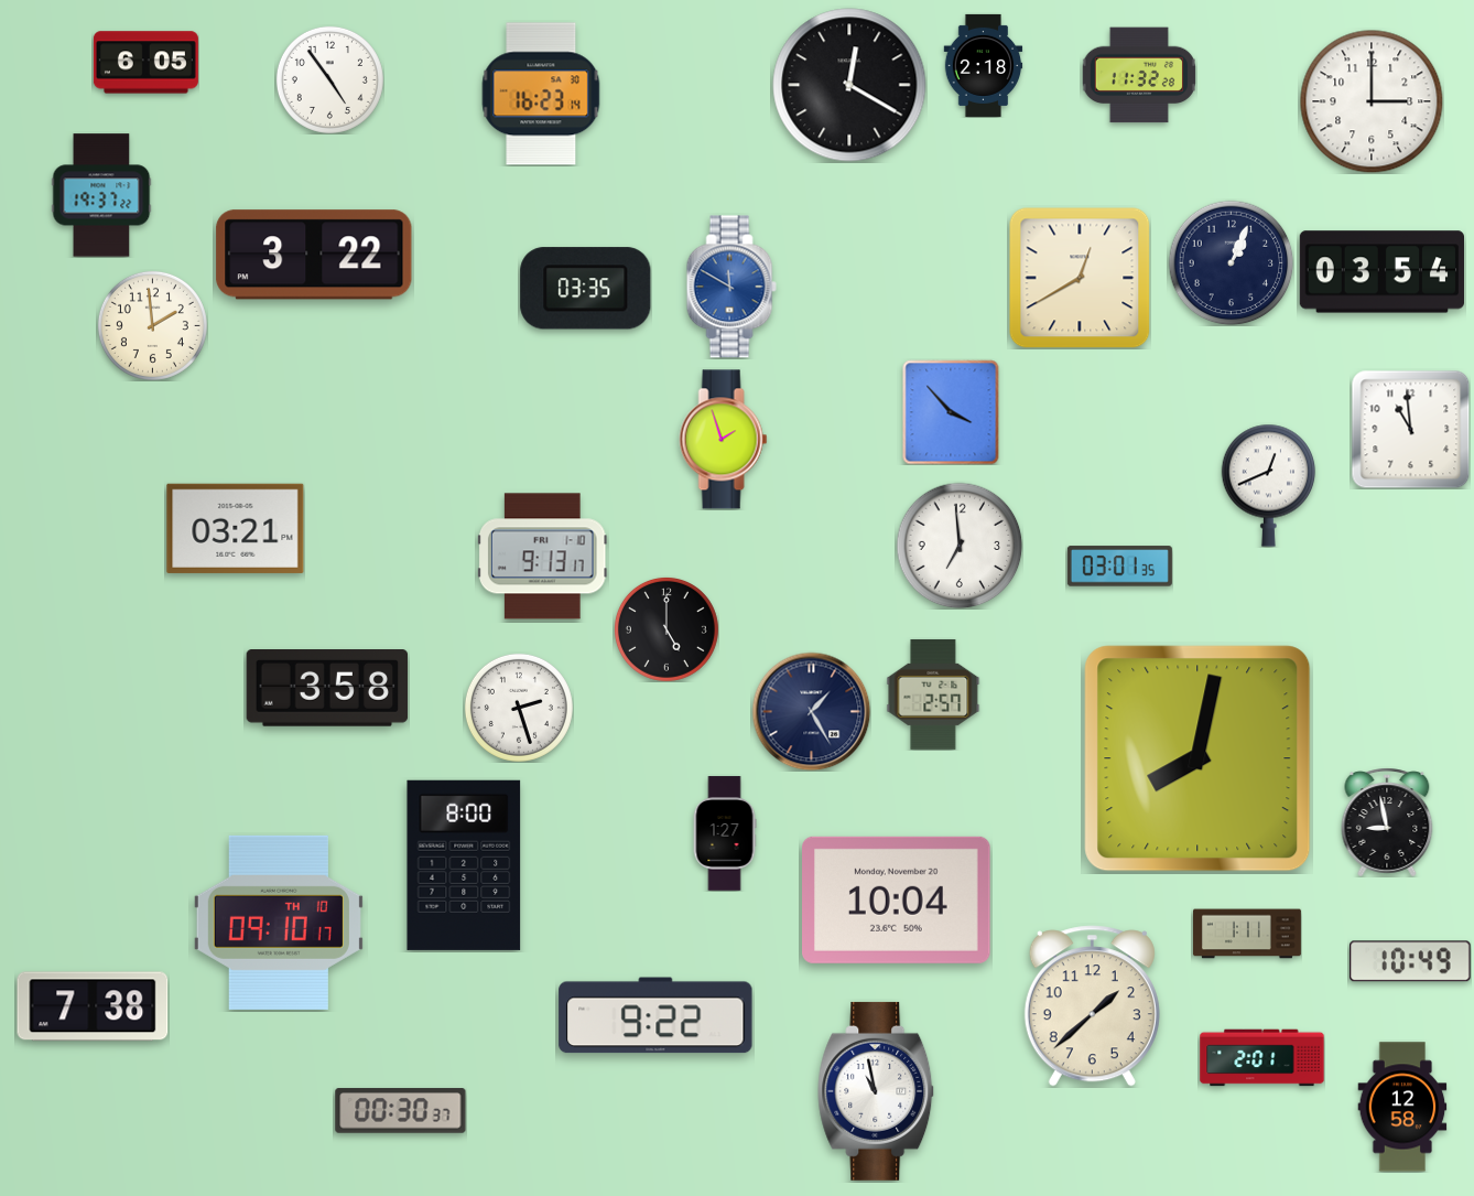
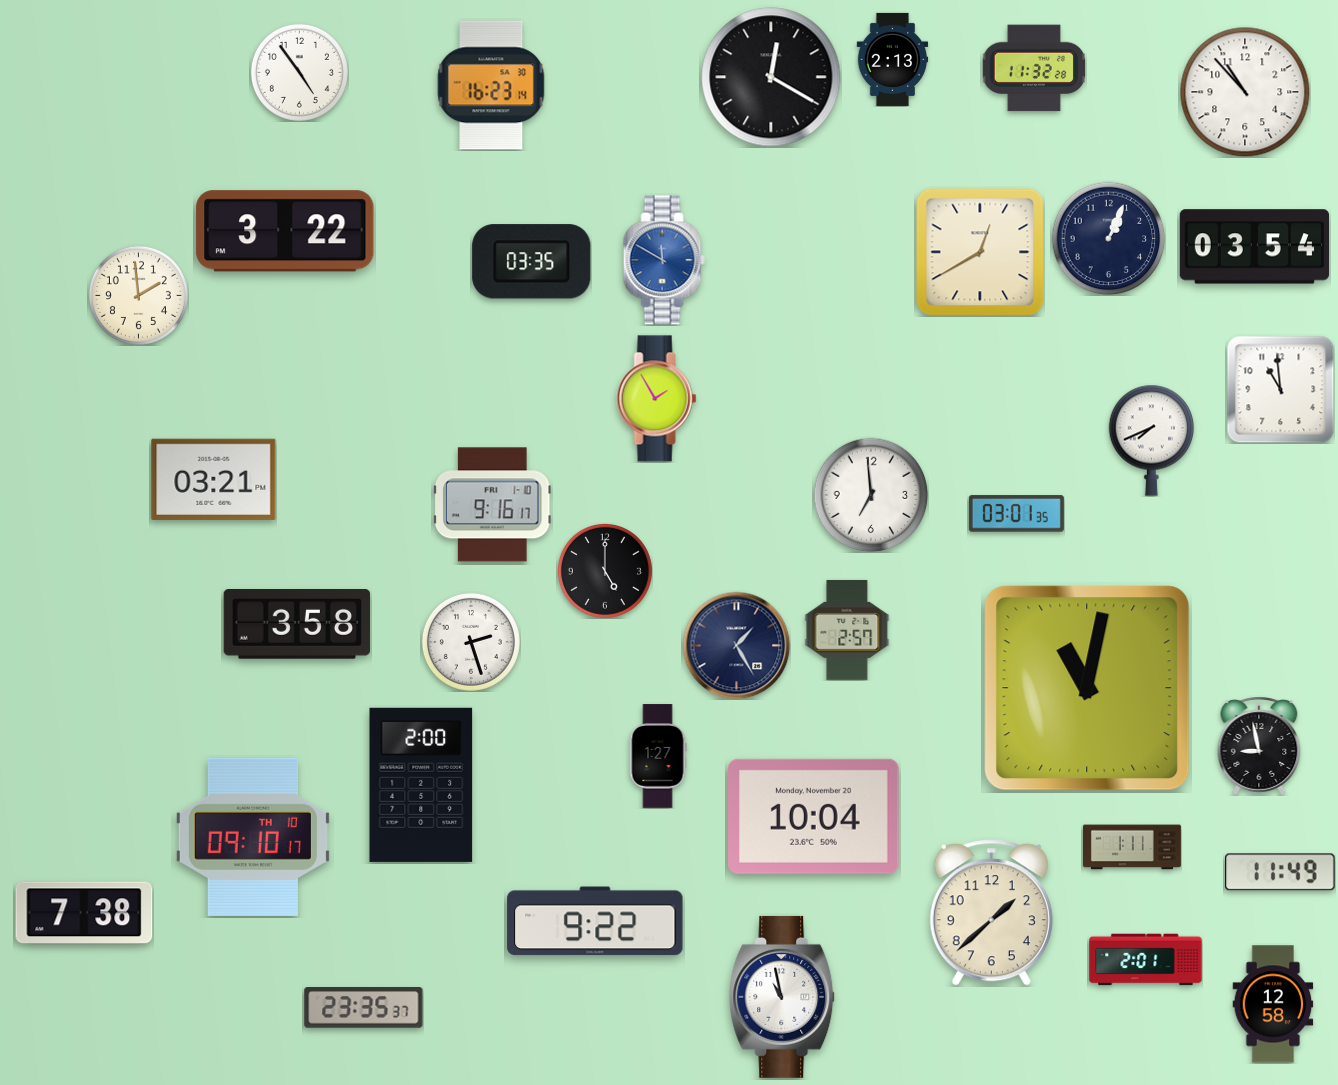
clock at (145, 63): 6:05 -> none
clock at (984, 65): 2:18 -> 2:13
clock at (1372, 101): 3:00 -> 10:53
clock at (101, 195): 19:37 -> none
clock at (1231, 262) position: (1231, 262) -> (1108, 238)
clock at (951, 412): 3:53 -> none
clock at (724, 440): 1:57 -> 1:55
clock at (1269, 485): 12:41 -> 7:41
clock at (543, 557): 9:13 -> 9:16
clock at (1197, 758): 8:02 -> 11:02
clock at (464, 865): 8:00 -> 2:00
clock at (1410, 961): 10:49 -> 11:49
clock at (877, 1091) position: (877, 1091) -> (783, 997)
clock at (401, 1111): 00:30 -> 23:35
